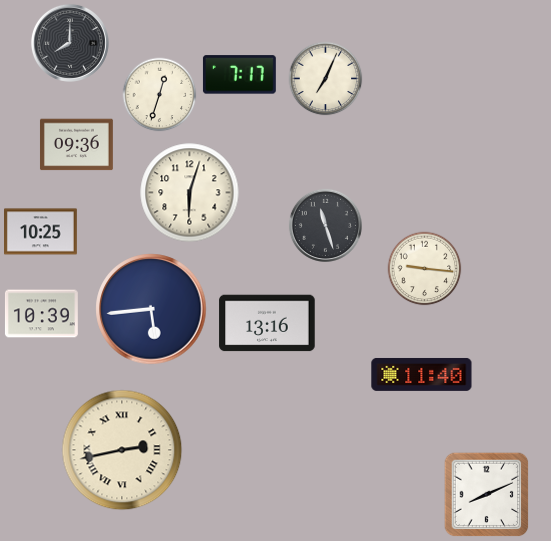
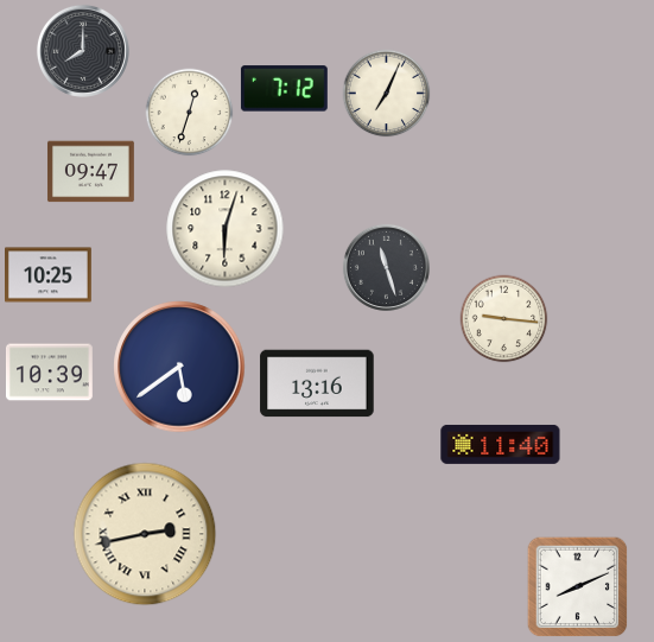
clock at (239, 75): 7:17 -> 7:12
clock at (76, 145): 09:36 -> 09:47
clock at (151, 309): 5:44 -> 5:39
